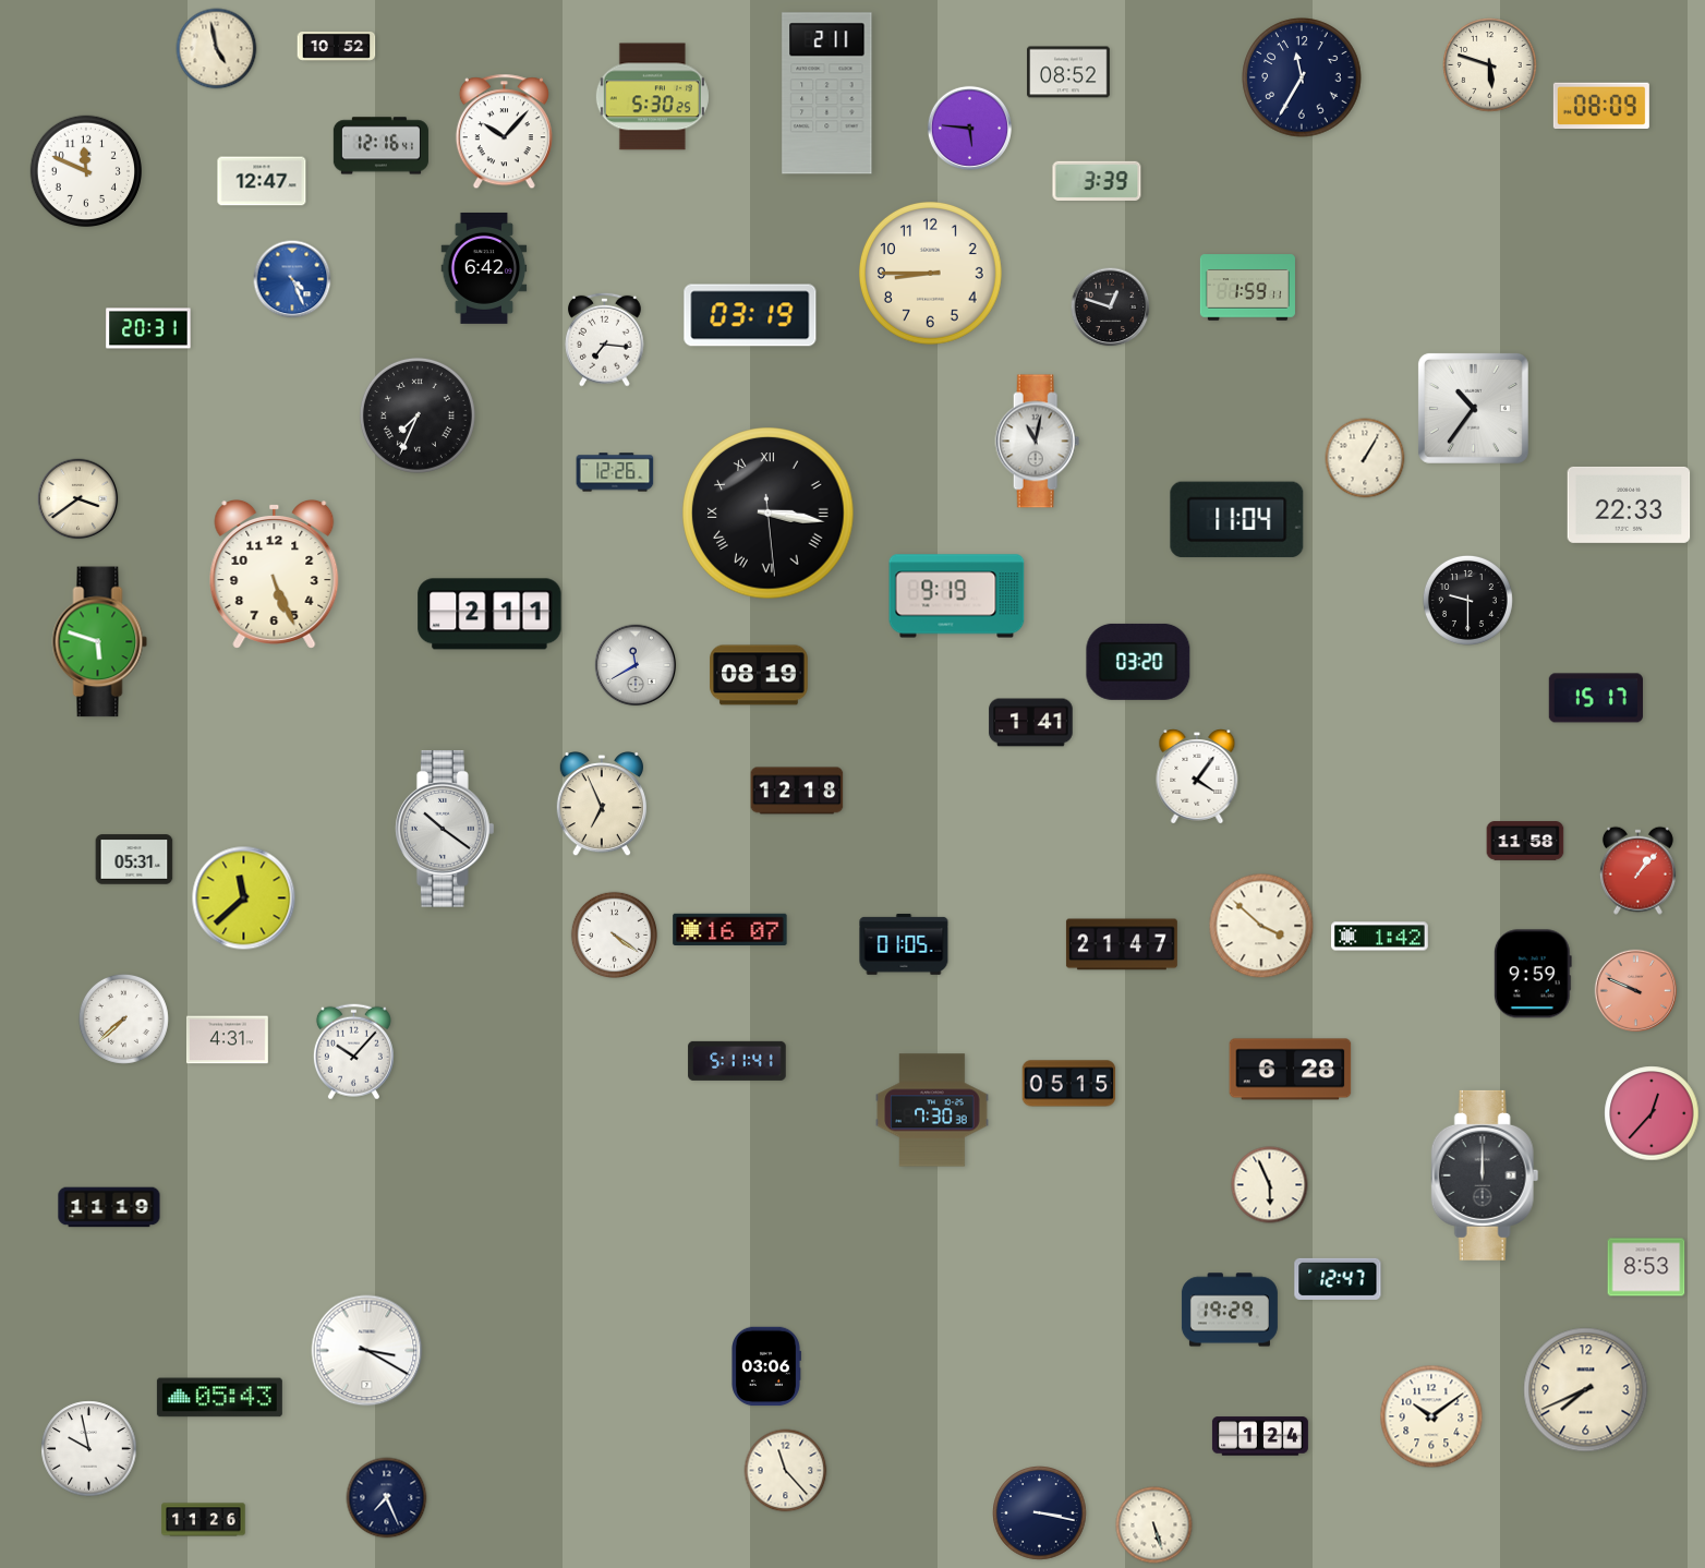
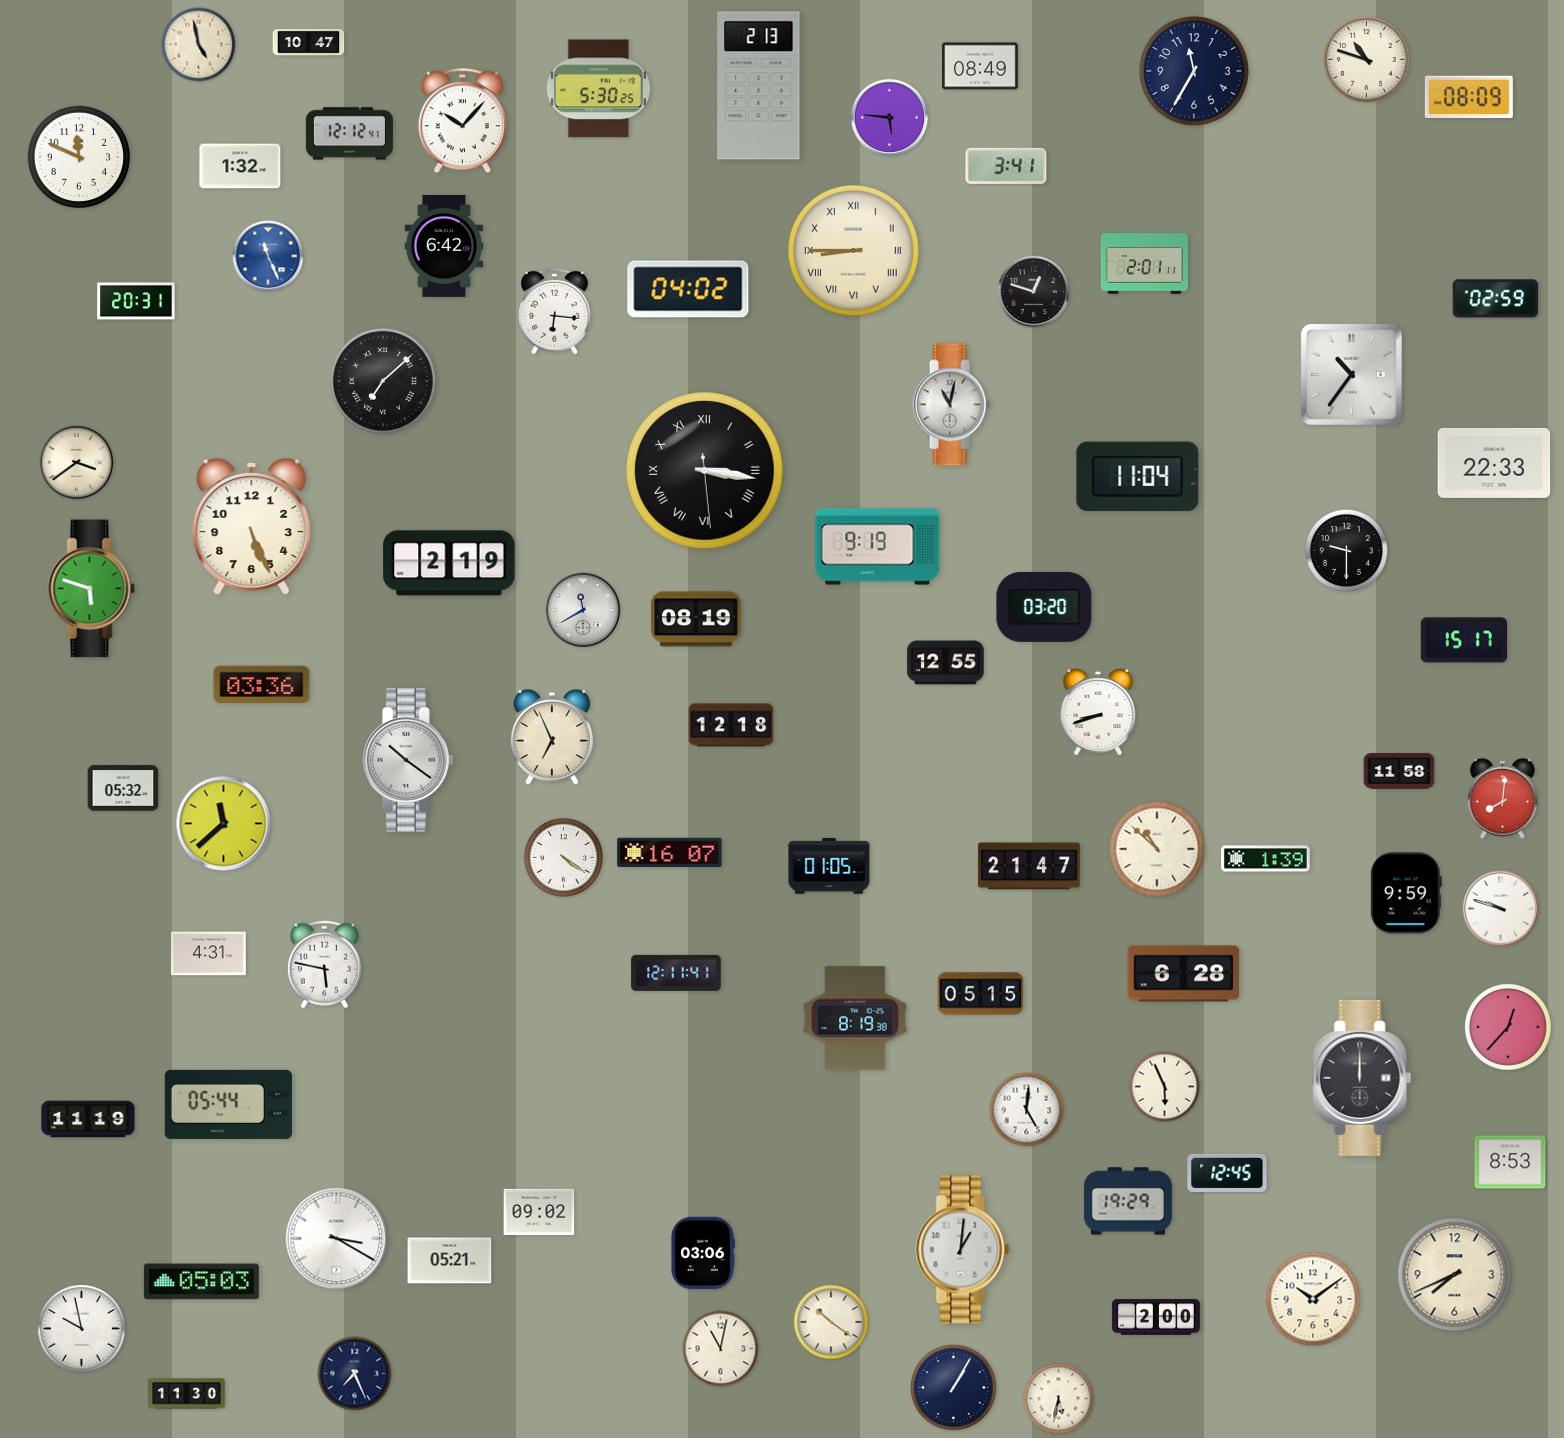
clock at (337, 46): 10:52 -> 10:47
clock at (1490, 65): 5:48 -> 10:48
clock at (1068, 72): 08:52 -> 08:49
clock at (827, 94): 2:11 -> 2:13
clock at (380, 146): 12:16 -> 12:12
clock at (1097, 180): 3:39 -> 3:41
clock at (262, 181): 12:47 -> 1:32
clock at (930, 273) numerals: Arabic -> Roman
clock at (292, 279): 4:26 -> 11:26
clock at (1247, 288): 1:59 -> 2:01
clock at (1111, 307) position: (1111, 307) -> (1034, 292)
clock at (750, 315): 03:19 -> 04:02
clock at (1496, 299): none -> 02:59
clock at (605, 339): 7:16 -> 6:16
clock at (418, 415): 7:34 -> 7:08
clock at (1365, 458): 1:05 -> none
clock at (615, 472): 12:26 -> none
clock at (78, 499) position: (78, 499) -> (77, 463)
clock at (1237, 520) position: (1237, 520) -> (1138, 477)
clock at (489, 614): 2:11 -> 2:19
clock at (1031, 723): 1:41 -> 12:55
clock at (262, 685): none -> 03:36
clock at (1197, 777): 4:06 -> 8:42
clock at (134, 859): 05:31 -> 05:32
clock at (1637, 870): 1:07 -> 8:01
clock at (1261, 926): 3:52 -> 10:52
clock at (1380, 937): 1:42 -> 1:39
clock at (1636, 991): 9:49 -> 9:48
clock at (1636, 991) dial: salmon -> white
clock at (123, 1018): 7:38 -> none
clock at (353, 1052): 10:07 -> 5:47
clock at (737, 1061): 5:11 -> 12:11
clock at (1291, 1070) position: (1291, 1070) -> (1184, 974)
clock at (932, 1110): 7:30 -> 8:19
clock at (1652, 1113) position: (1652, 1113) -> (1508, 1027)
clock at (228, 1104): none -> 05:44
clock at (109, 1207) position: (109, 1207) -> (88, 1119)
clock at (1027, 1110): none -> 5:01
clock at (1338, 1279): 12:47 -> 12:45
clock at (539, 1211): none -> 09:02
clock at (963, 1250): none -> 1:01
clock at (450, 1261): none -> 05:21
clock at (219, 1398): 05:43 -> 05:03
clock at (1260, 1436): 1:24 -> 2:00
clock at (831, 1322): none -> 10:21
clock at (786, 1471): 11:23 -> 11:02
clock at (1040, 1513): 3:17 -> 1:05
clock at (204, 1520): 11:26 -> 11:30
clock at (1154, 1525): 5:27 -> 5:32
